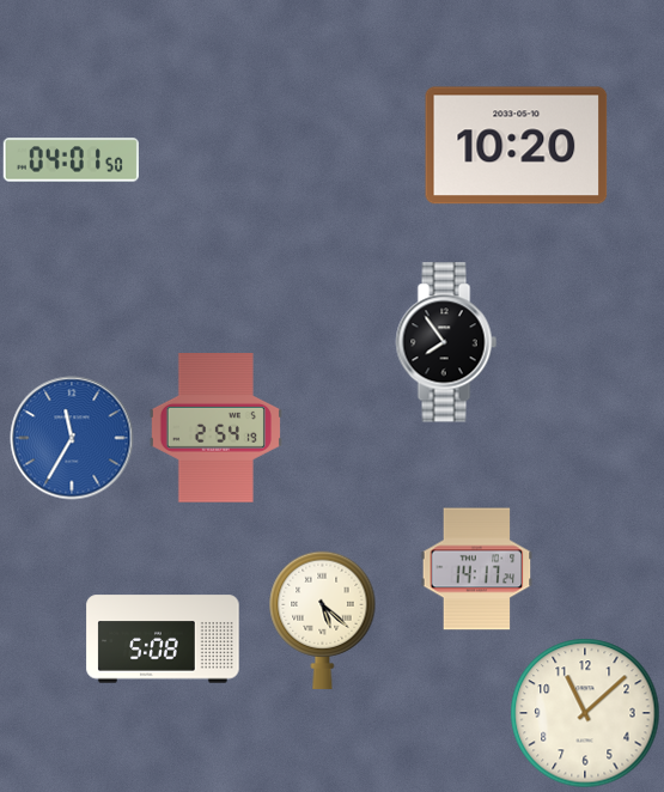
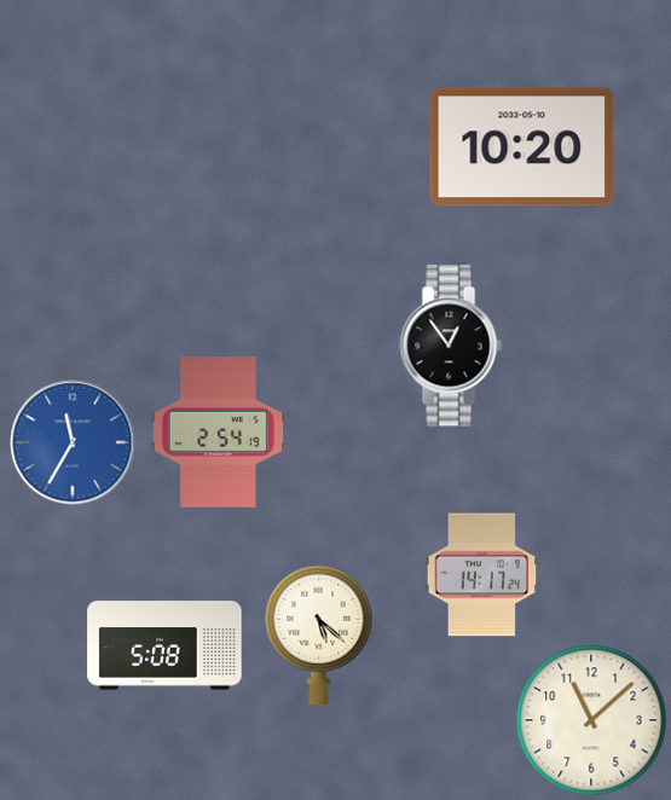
clock at (71, 160): 04:01 -> none
clock at (446, 342): 7:54 -> 12:54
clock at (323, 620) position: (323, 620) -> (319, 634)
